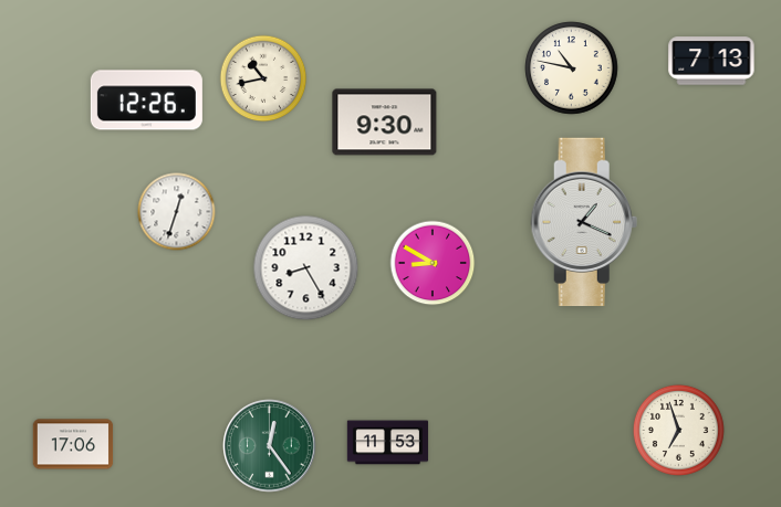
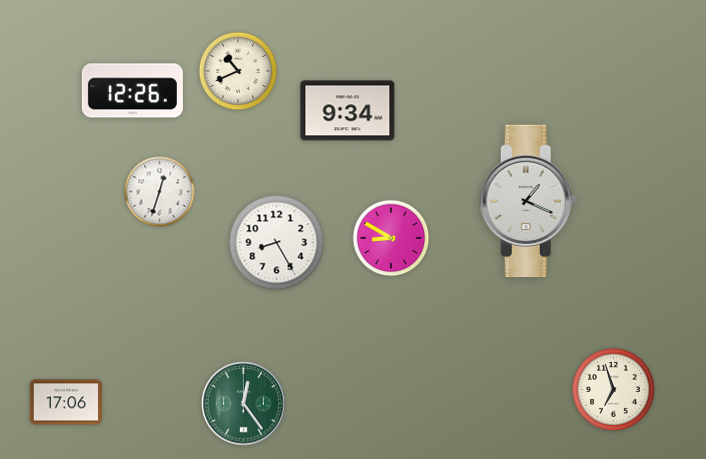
clock at (711, 61): 7:13 -> none
clock at (572, 68): 10:47 -> none
clock at (263, 78): 10:43 -> 10:41
clock at (385, 123): 9:30 -> 9:34
clock at (387, 443): 11:53 -> none
